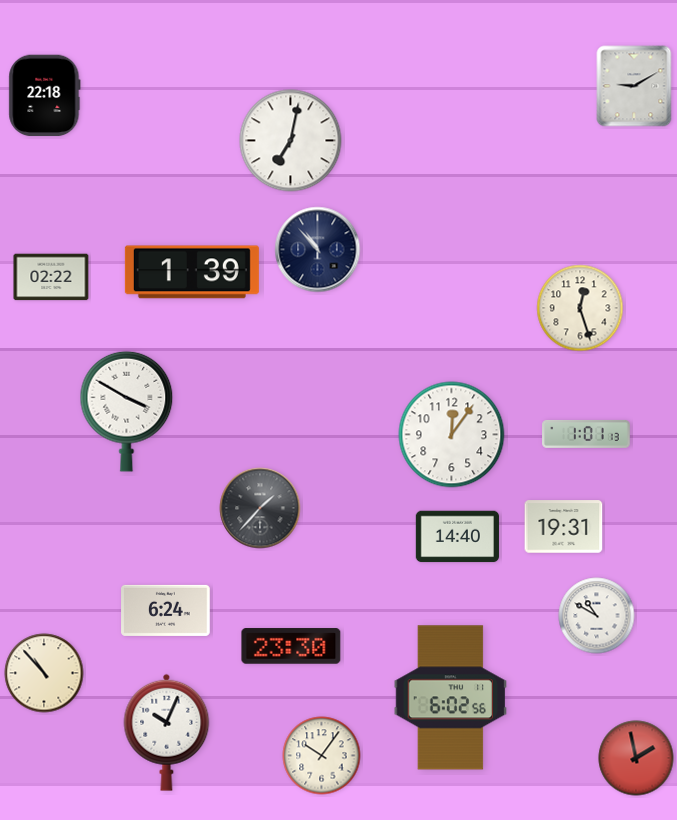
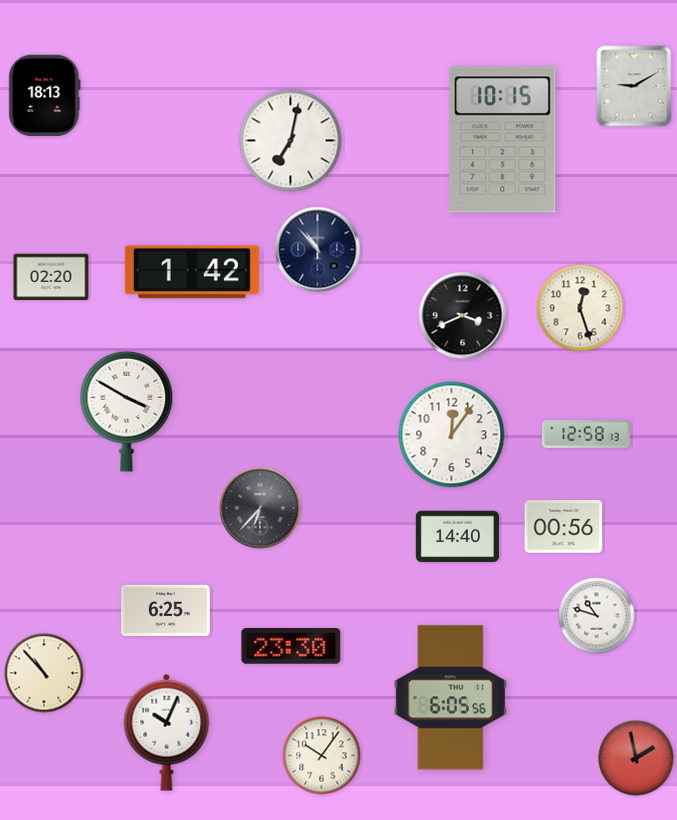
clock at (45, 96): 22:18 -> 18:13
clock at (503, 140): none -> 10:15
clock at (192, 272): 1:39 -> 1:42
clock at (51, 277): 02:22 -> 02:20
clock at (463, 316): none -> 3:41
clock at (586, 434): 1:01 -> 12:58
clock at (260, 508): 1:37 -> 6:37
clock at (564, 527): 19:31 -> 00:56
clock at (166, 610): 6:24 -> 6:25
clock at (597, 616): 10:50 -> 10:48
clock at (451, 698): 6:02 -> 6:05
